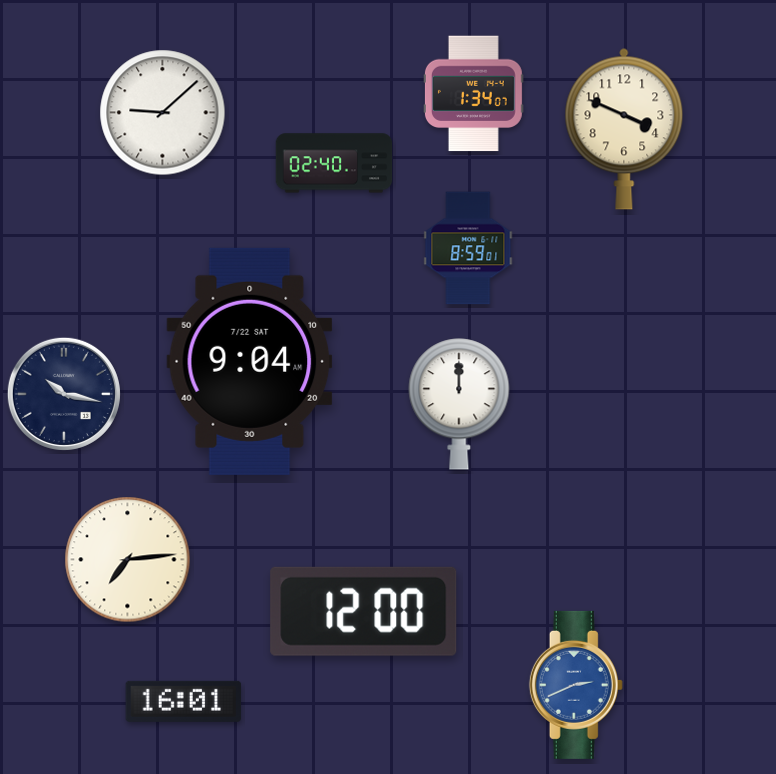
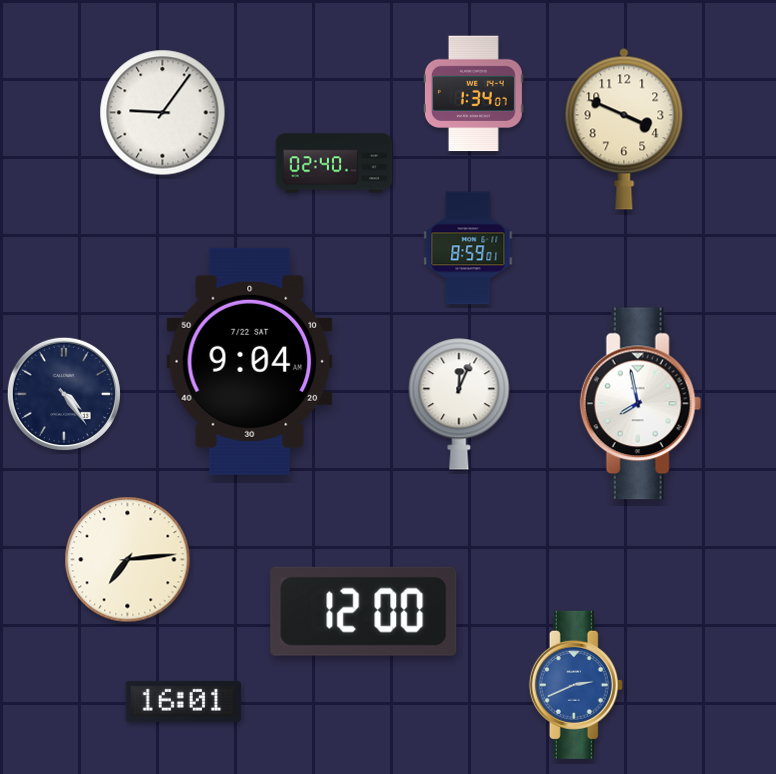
clock at (163, 113): 9:08 -> 9:06
clock at (64, 394): 10:17 -> 4:24
clock at (459, 404): 12:00 -> 12:04
clock at (640, 404): none -> 7:58
